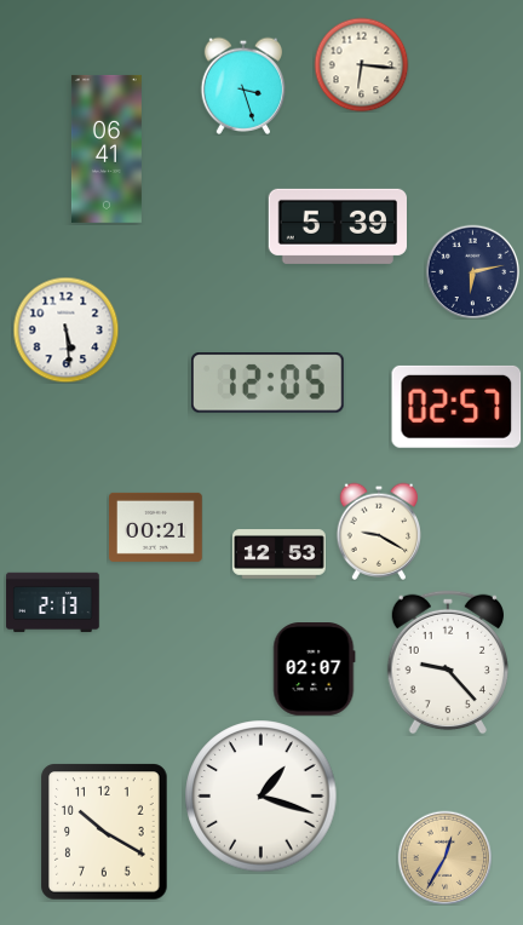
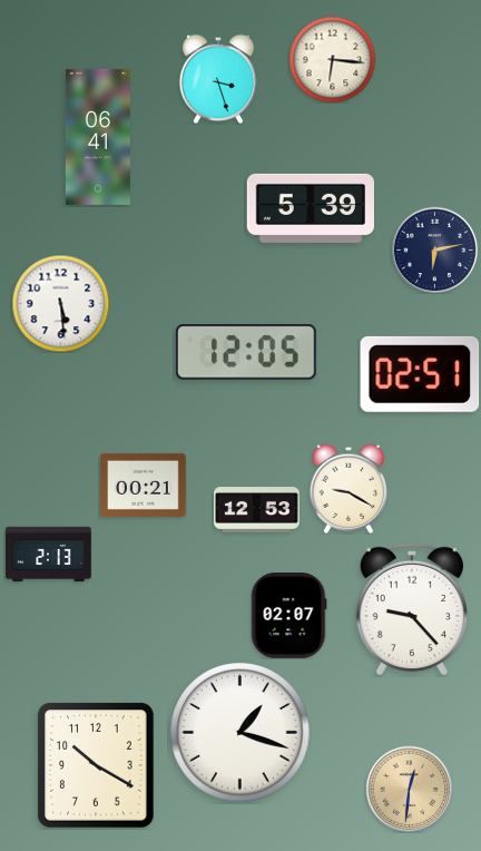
clock at (242, 86) position: (242, 86) -> (217, 79)
clock at (456, 407): 02:57 -> 02:51
clock at (444, 857): 12:35 -> 12:31
